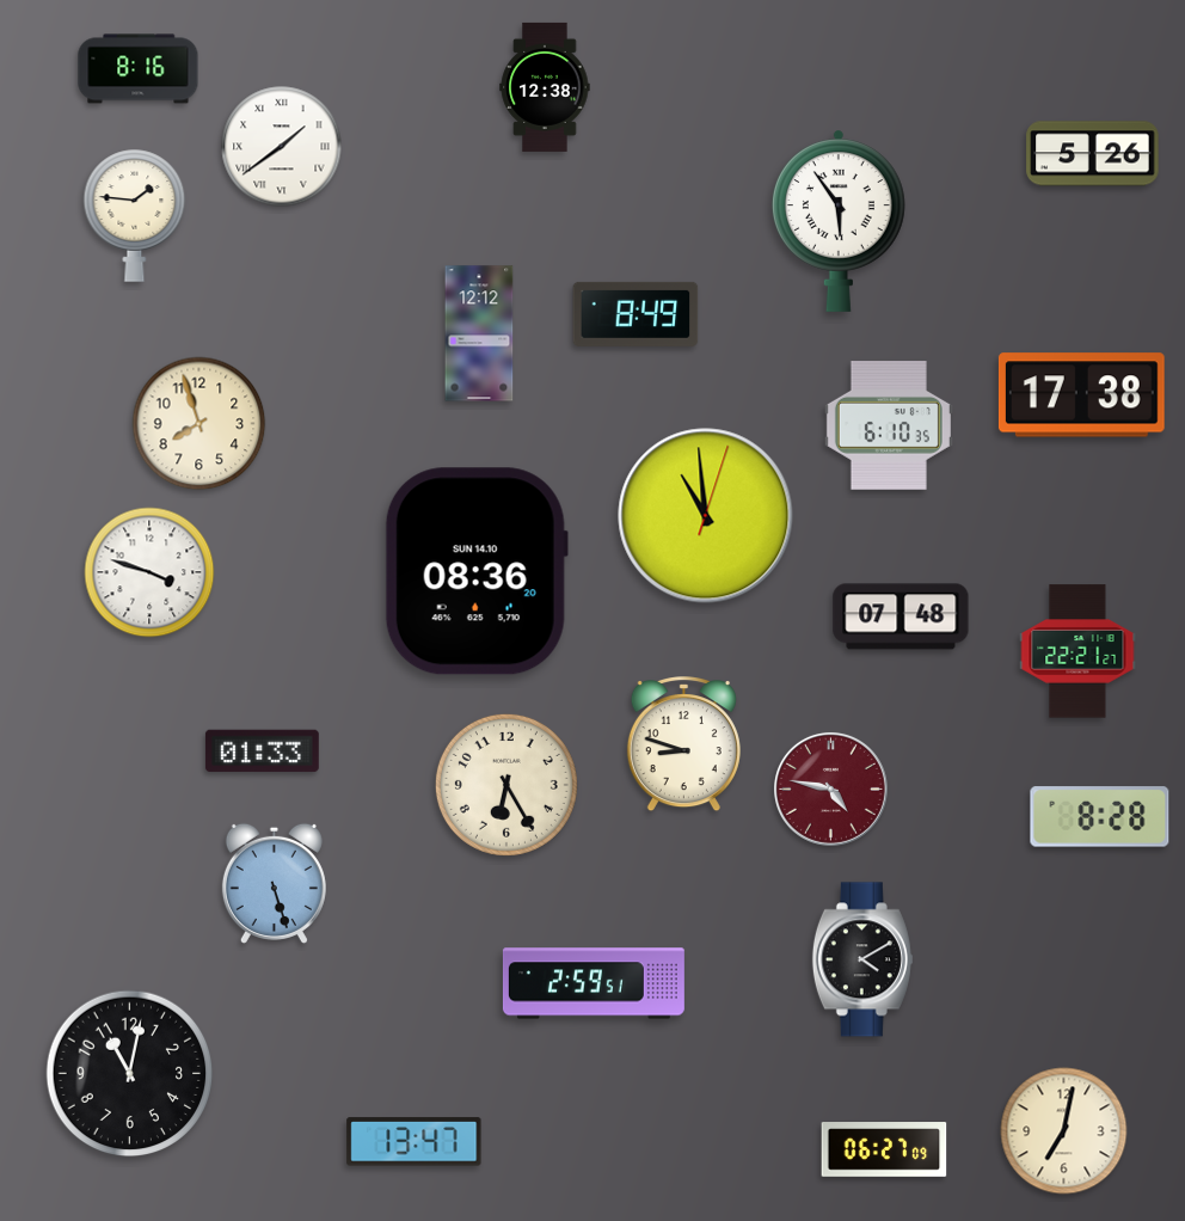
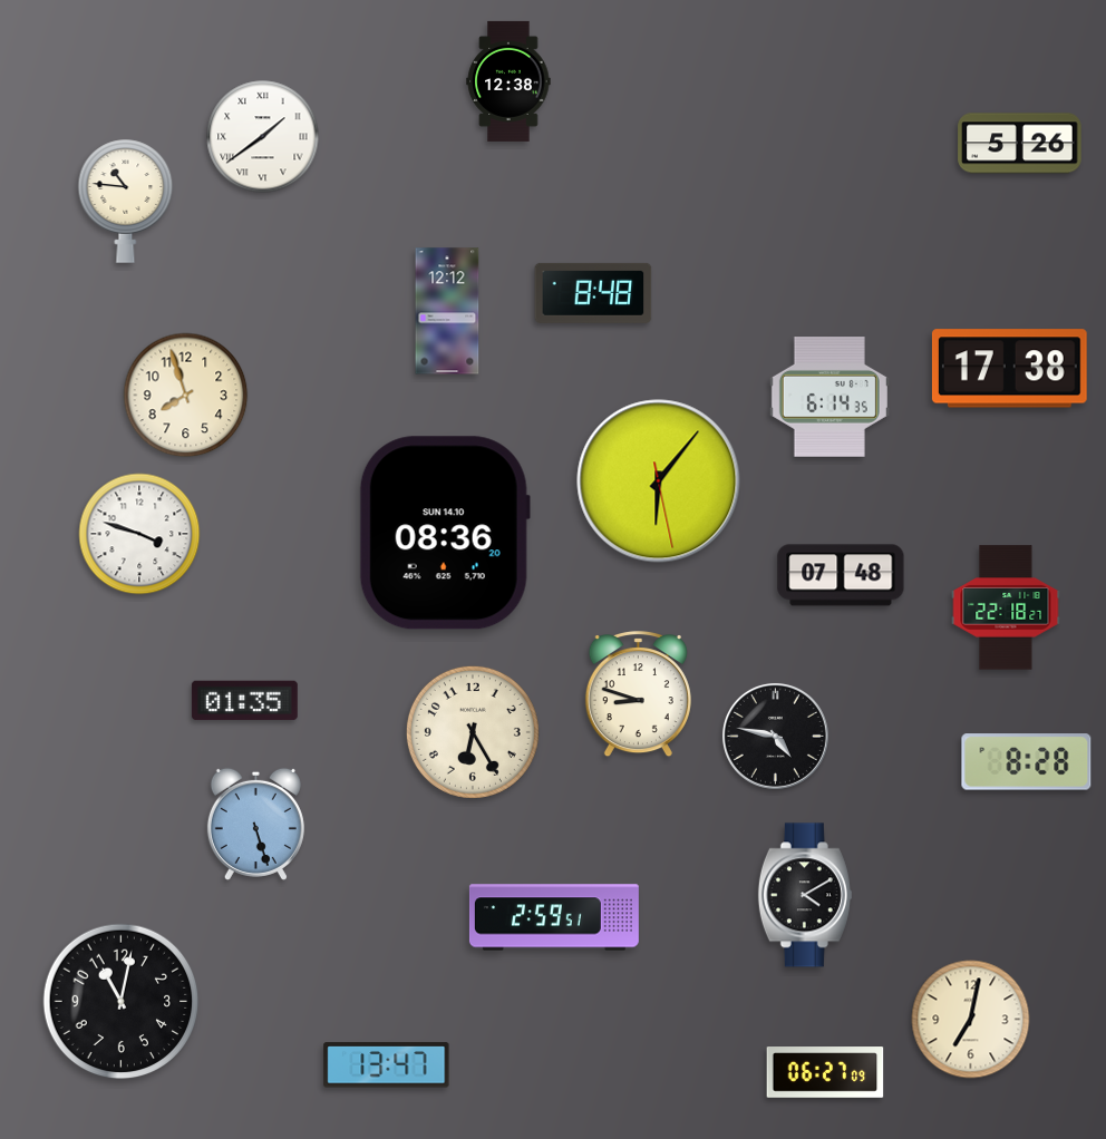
clock at (139, 69): 8:16 -> none
clock at (135, 215): 1:46 -> 10:46
clock at (839, 221): 5:54 -> none
clock at (636, 314): 8:49 -> 8:48
clock at (889, 427): 6:10 -> 6:14
clock at (706, 516): 10:59 -> 6:06
clock at (1077, 651): 22:21 -> 22:18
clock at (262, 751): 01:33 -> 01:35
clock at (830, 789) dial: burgundy -> black
clock at (1064, 1131) position: (1064, 1131) -> (971, 1020)
